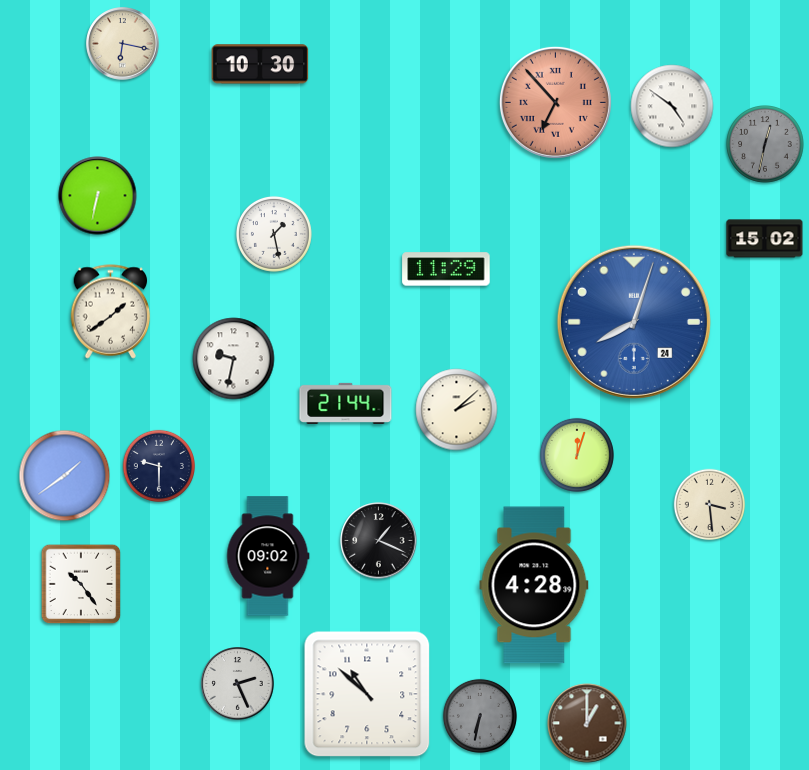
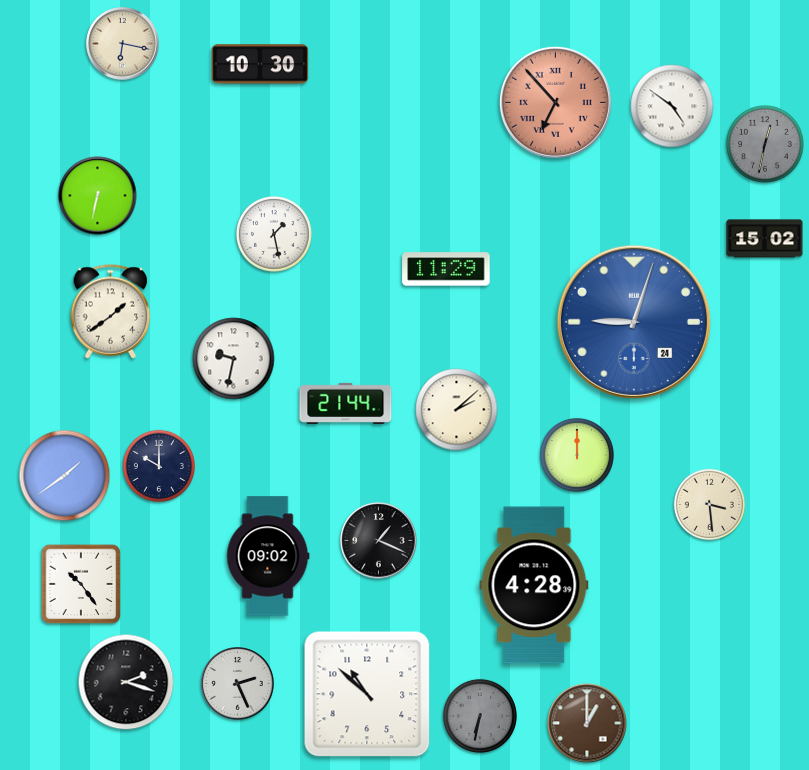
clock at (634, 322): 8:03 -> 9:03
clock at (577, 455): 12:03 -> 12:00
clock at (158, 465): 9:30 -> 10:00
clock at (126, 682): none -> 2:18
